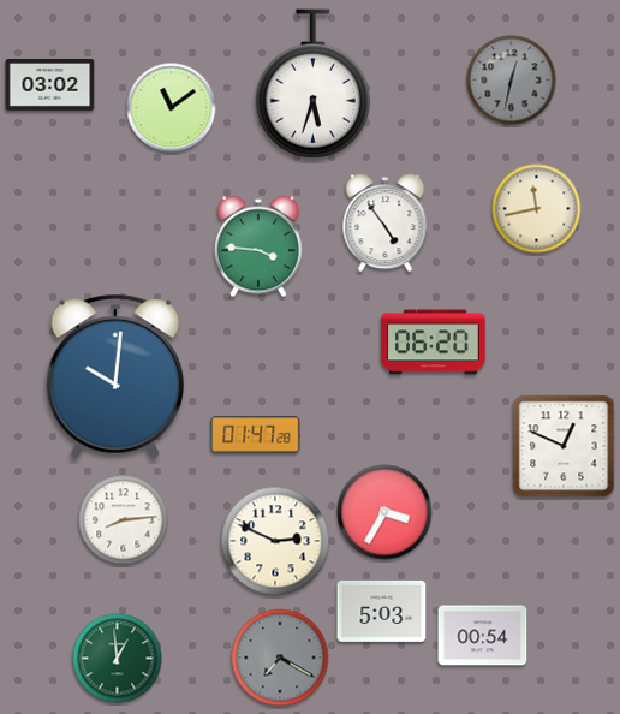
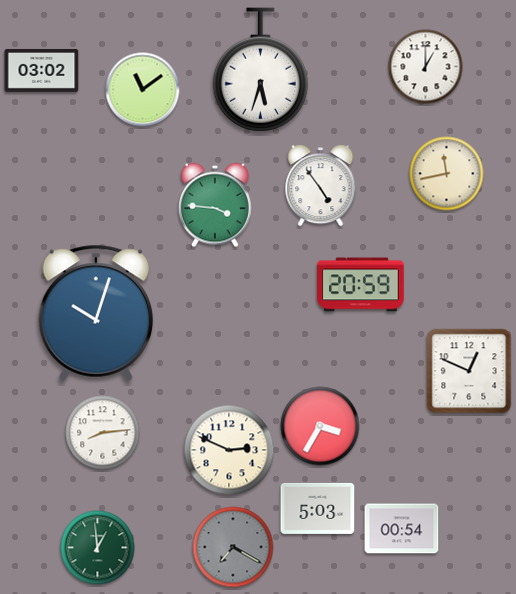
clock at (512, 81): 12:32 -> 1:00
clock at (512, 81) dial: grey -> white
clock at (434, 343): 06:20 -> 20:59
clock at (114, 376): 10:01 -> 10:03
clock at (256, 435): 01:47 -> none
